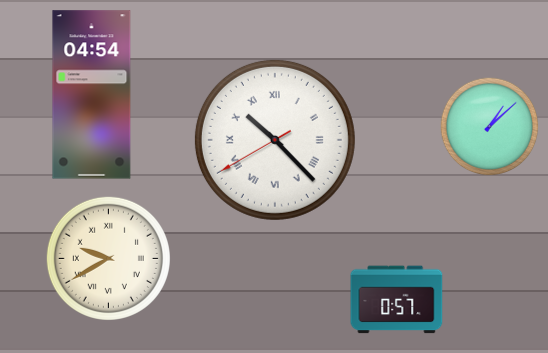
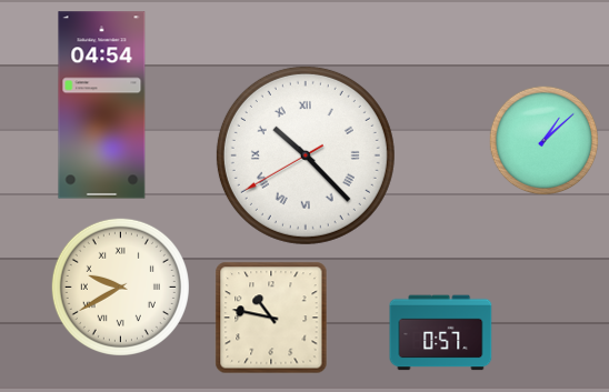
clock at (271, 318): none -> 10:47
